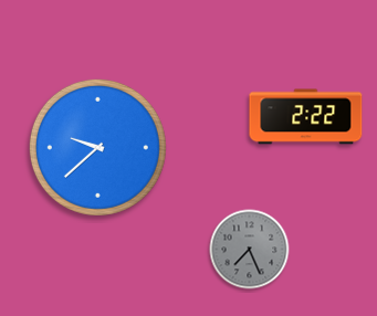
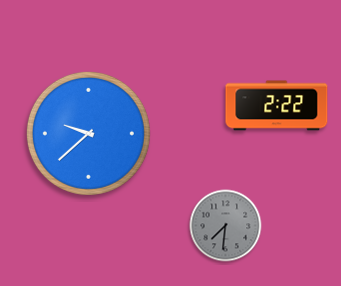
clock at (250, 250): 7:26 -> 7:31
